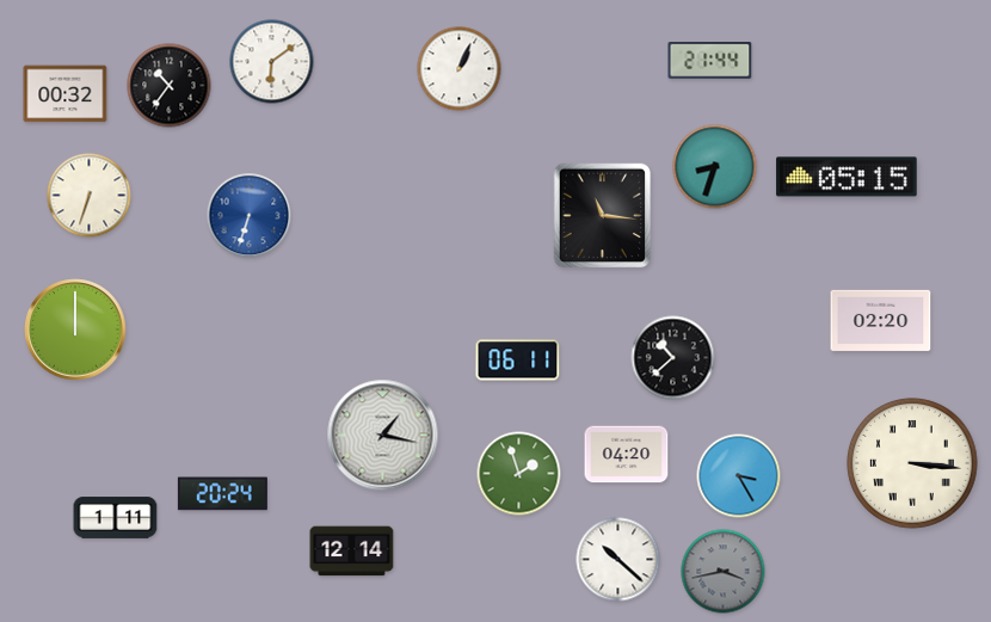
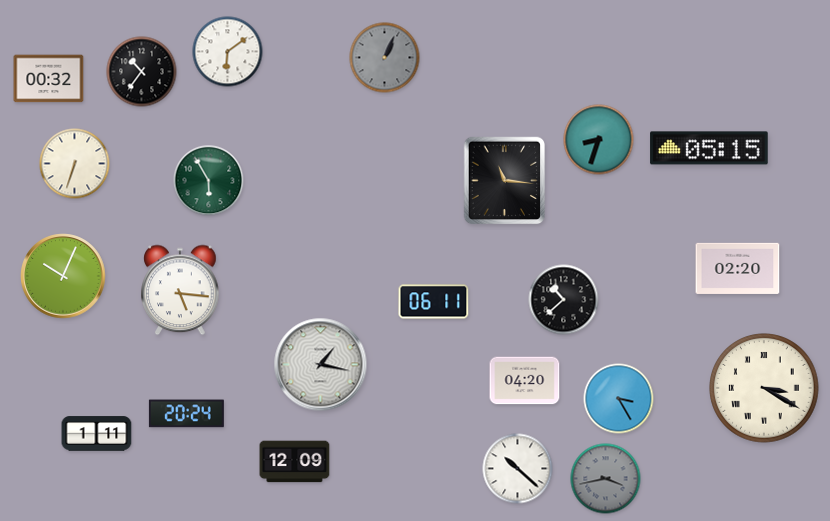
clock at (710, 61): 21:44 -> none
clock at (460, 69) dial: white -> grey
clock at (66, 94) position: (66, 94) -> (49, 79)
clock at (250, 216): 6:33 -> 5:55
clock at (250, 216) dial: blue -> green
clock at (75, 330): 12:00 -> 10:04
clock at (180, 290): none -> 5:16
clock at (912, 463): 3:16 -> 3:20
clock at (519, 474): 1:57 -> none
clock at (352, 552): 12:14 -> 12:09
